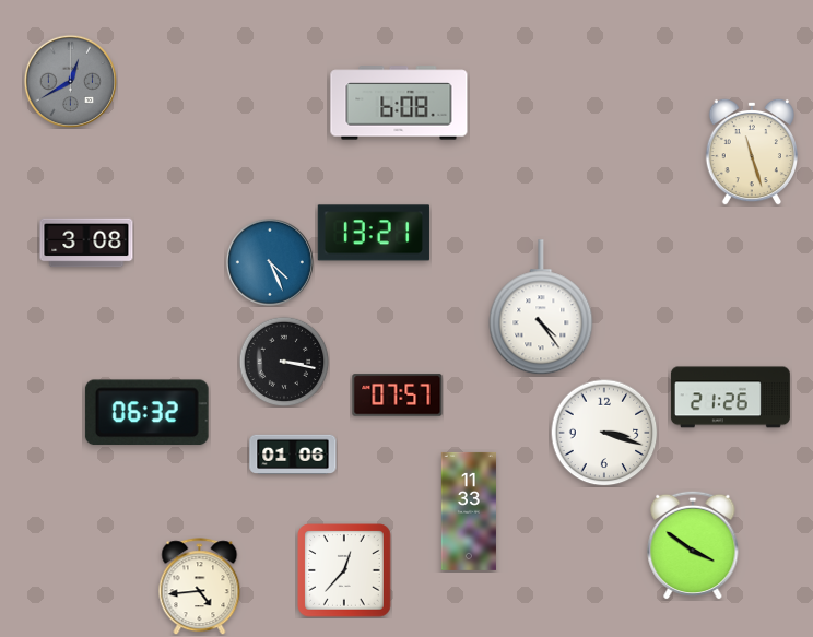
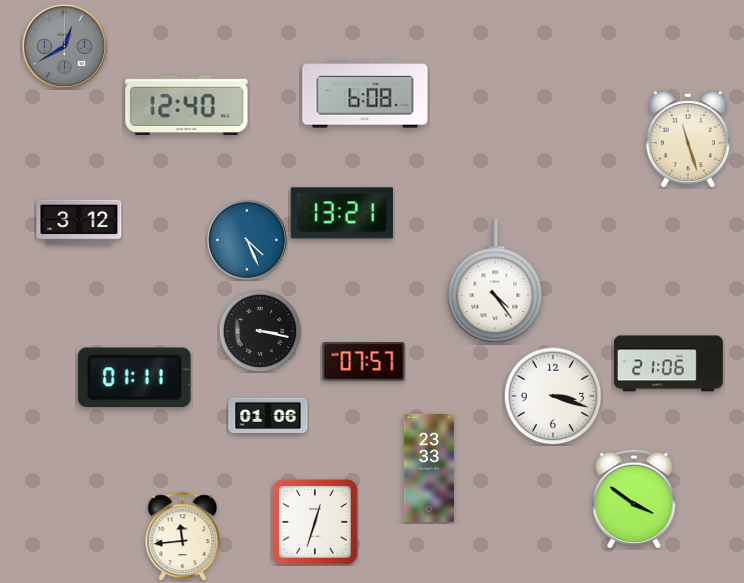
clock at (70, 81) position: (70, 81) -> (64, 46)
clock at (187, 105): none -> 12:40
clock at (86, 243): 3:08 -> 3:12
clock at (730, 398): 21:26 -> 21:06
clock at (146, 413): 06:32 -> 01:11
clock at (469, 511): 11:33 -> 23:33
clock at (344, 570): 12:37 -> 12:33
clock at (200, 587): 4:44 -> 11:44
